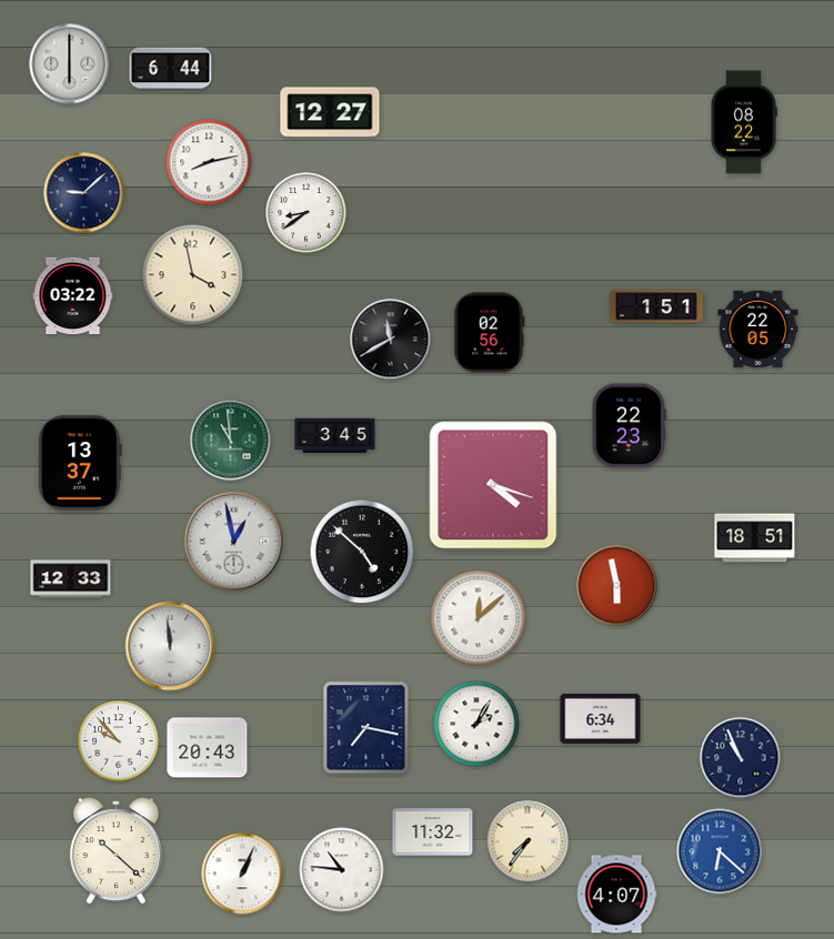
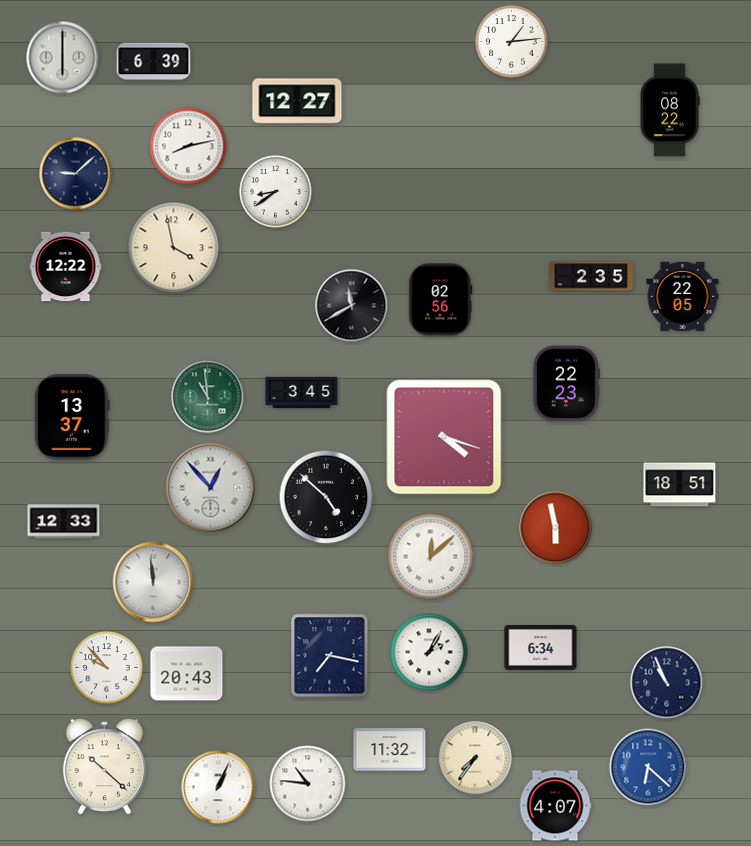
clock at (512, 42): none -> 1:14
clock at (171, 69): 6:44 -> 6:39
clock at (73, 296): 03:22 -> 12:22
clock at (656, 306): 1:51 -> 2:35
clock at (234, 542): 12:58 -> 12:53
